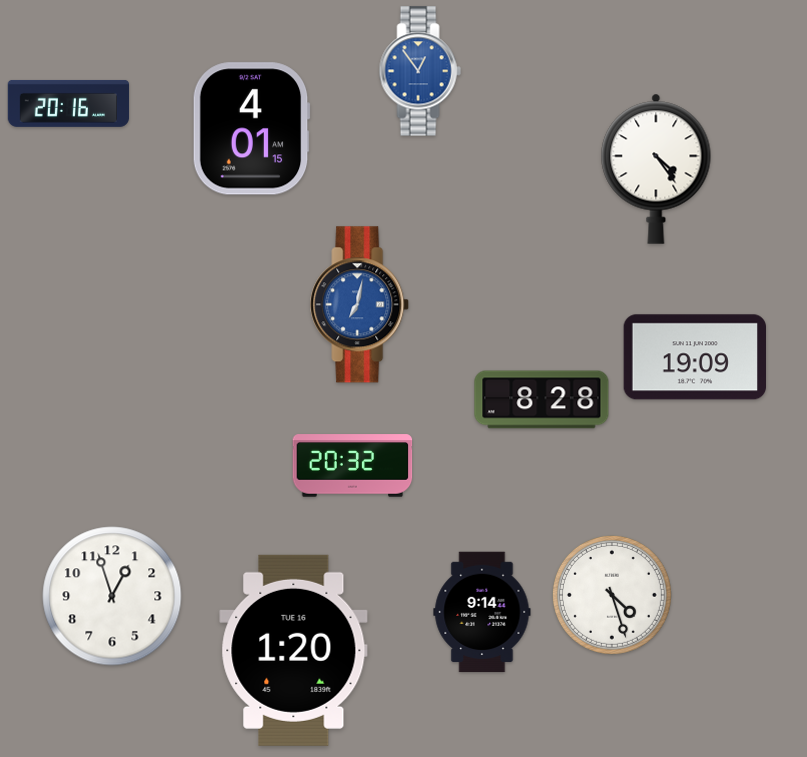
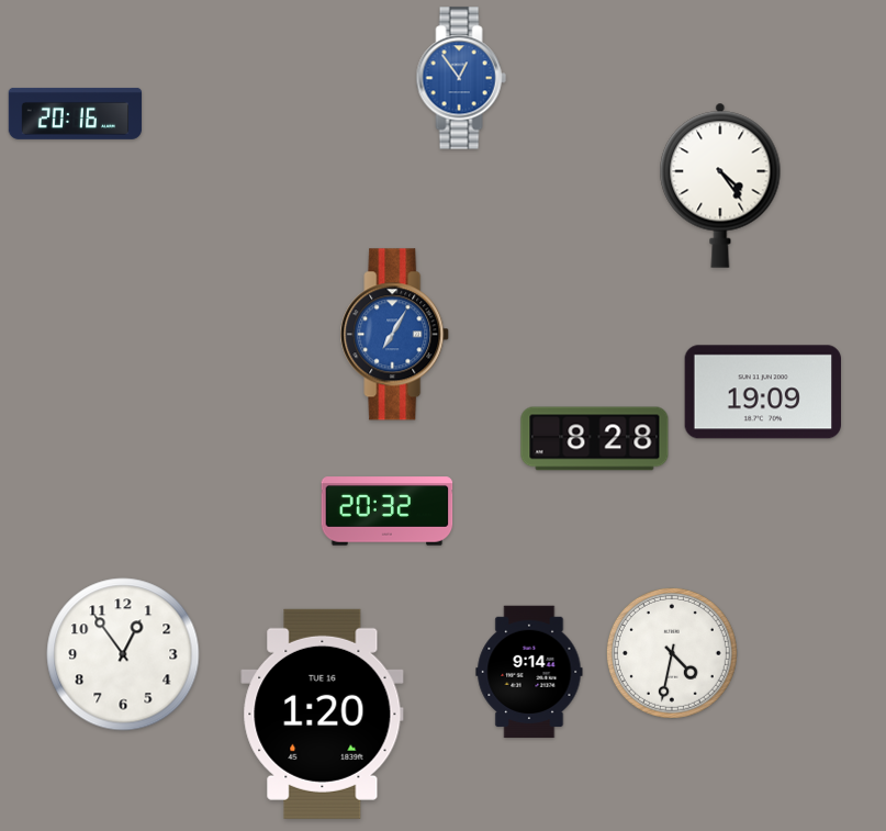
clock at (251, 129): 4:01 -> none
clock at (360, 305): 7:02 -> 7:05
clock at (612, 595): 4:27 -> 4:32
clock at (112, 596): 12:57 -> 12:54
